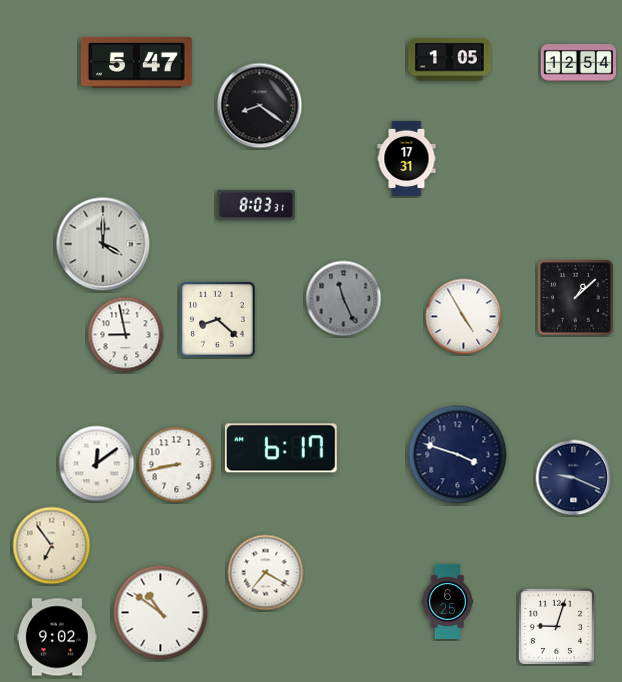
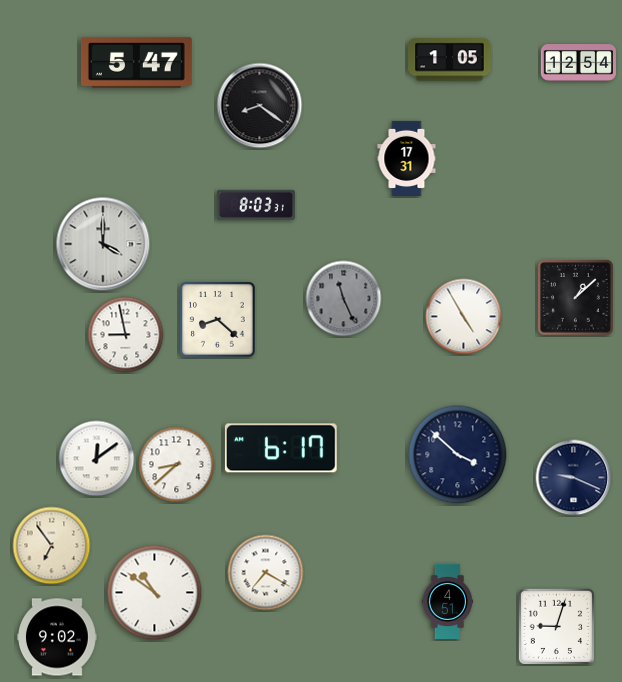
clock at (458, 455): 3:48 -> 3:52
clock at (97, 464) position: (97, 464) -> (97, 459)
clock at (177, 465): 8:43 -> 8:38
clock at (448, 602): 6:25 -> 4:51
clock at (161, 613) position: (161, 613) -> (155, 593)
